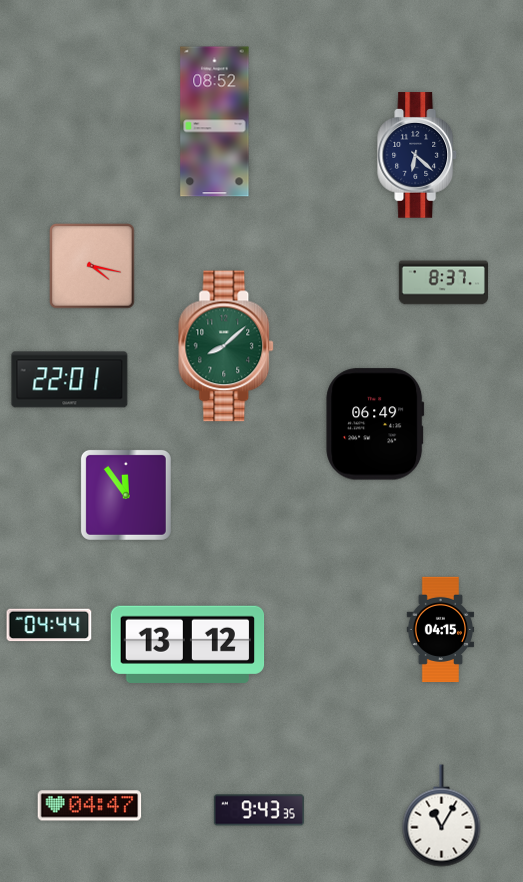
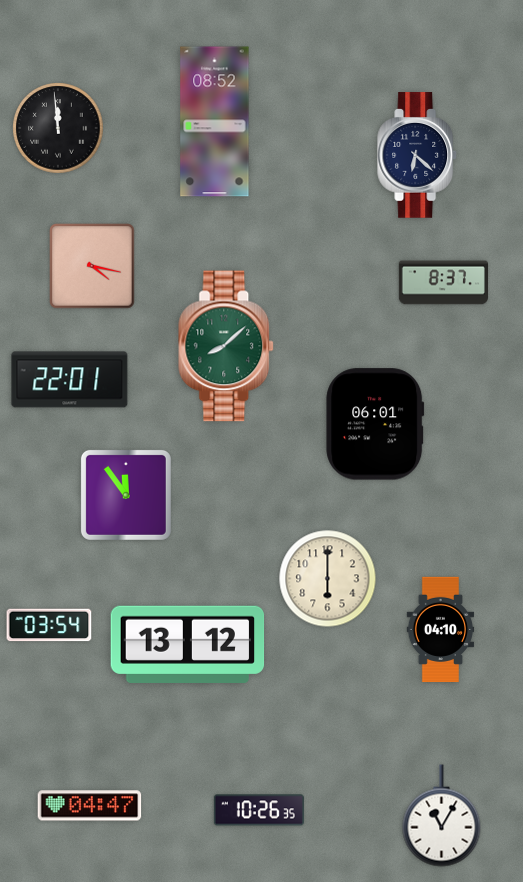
clock at (58, 128): none -> 11:59
clock at (375, 424): 06:49 -> 06:01
clock at (328, 579): none -> 6:00
clock at (49, 625): 04:44 -> 03:54
clock at (441, 630): 04:15 -> 04:10
clock at (259, 810): 9:43 -> 10:26
